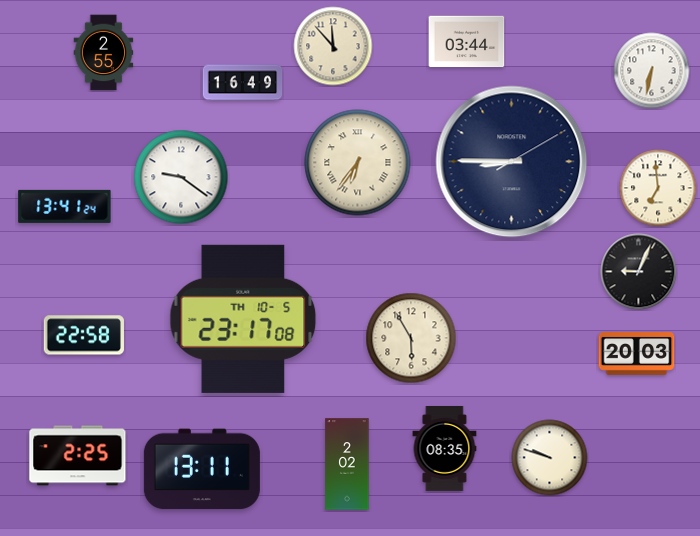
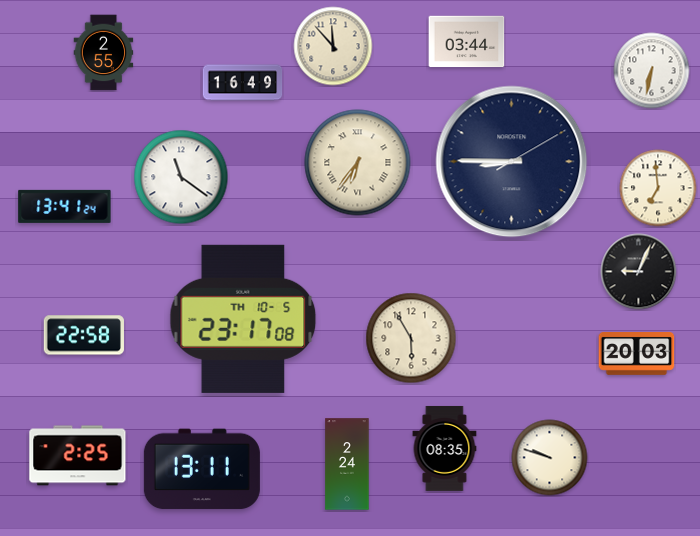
clock at (181, 177): 9:21 -> 11:21
clock at (347, 464): 2:02 -> 2:24
